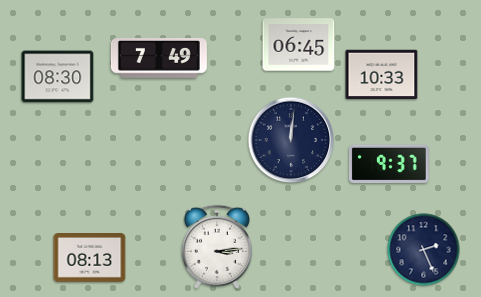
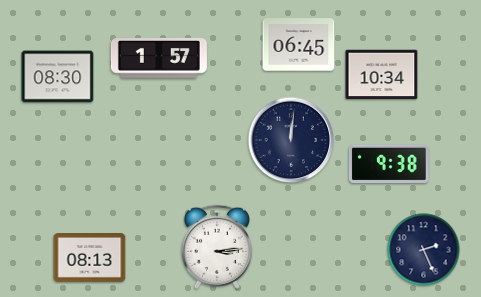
clock at (159, 59): 7:49 -> 1:57
clock at (382, 75): 10:33 -> 10:34
clock at (389, 164): 9:37 -> 9:38
